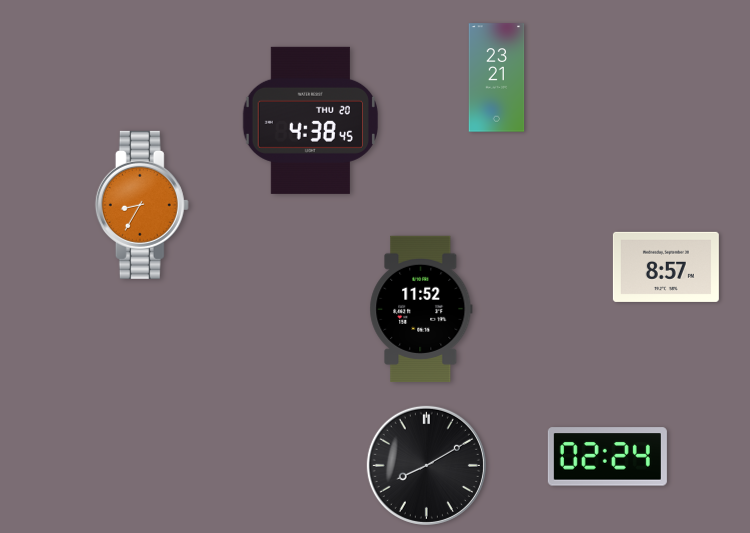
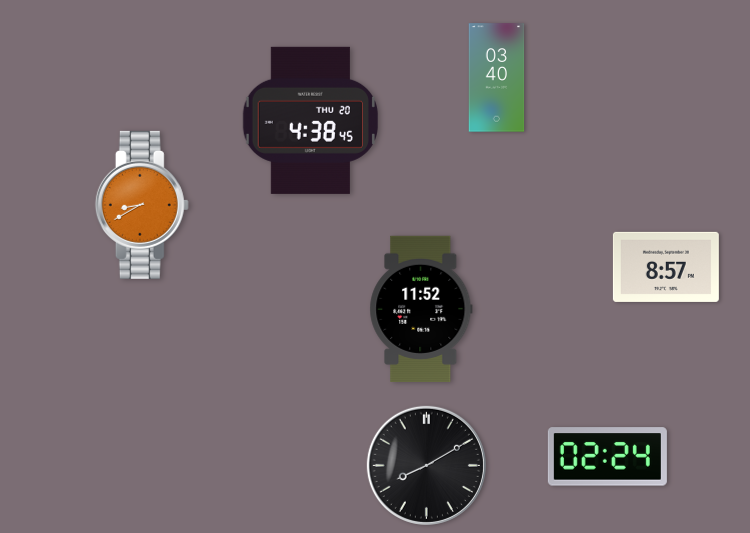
clock at (497, 78): 23:21 -> 03:40
clock at (142, 205): 8:35 -> 8:40
